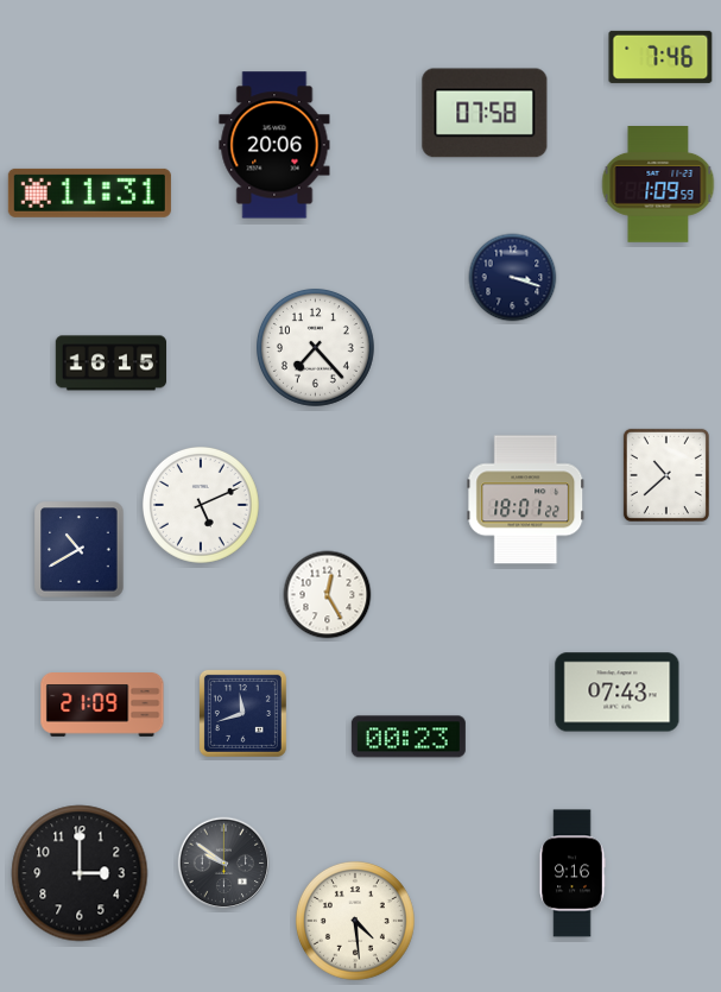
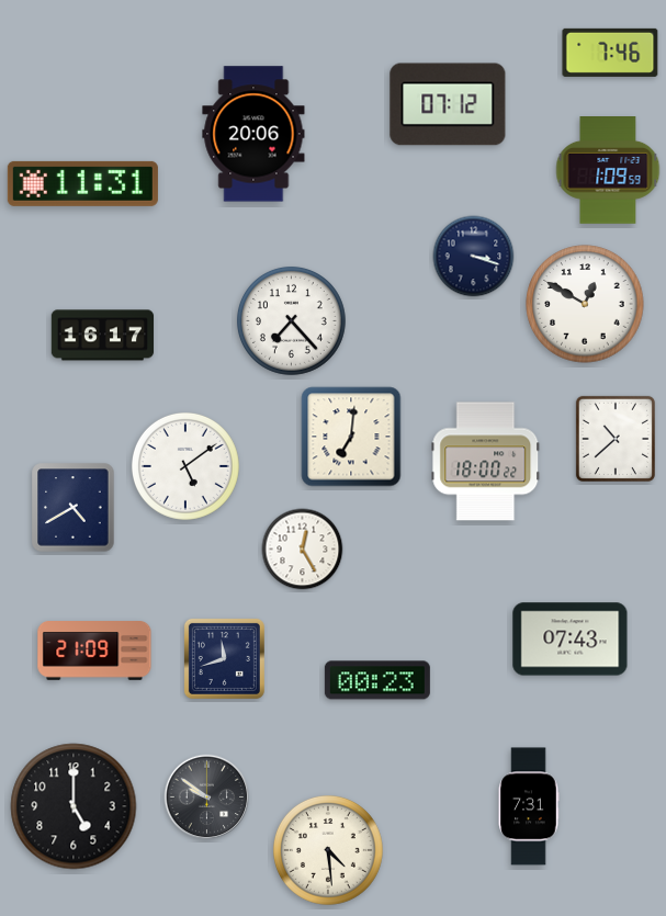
clock at (485, 113): 07:58 -> 07:12
clock at (89, 192) position: (89, 192) -> (82, 183)
clock at (585, 304): none -> 12:50
clock at (112, 364): 16:15 -> 16:17
clock at (351, 437): none -> 7:01
clock at (526, 500): 18:01 -> 18:00
clock at (201, 505): 5:11 -> 5:09
clock at (80, 550): 10:40 -> 4:40
clock at (80, 873): 3:00 -> 5:00
clock at (573, 873): 9:16 -> 7:31
